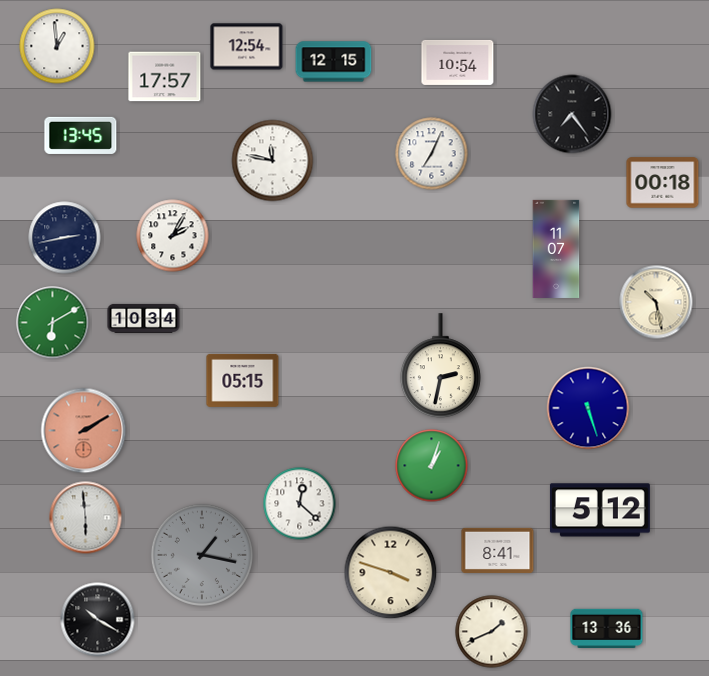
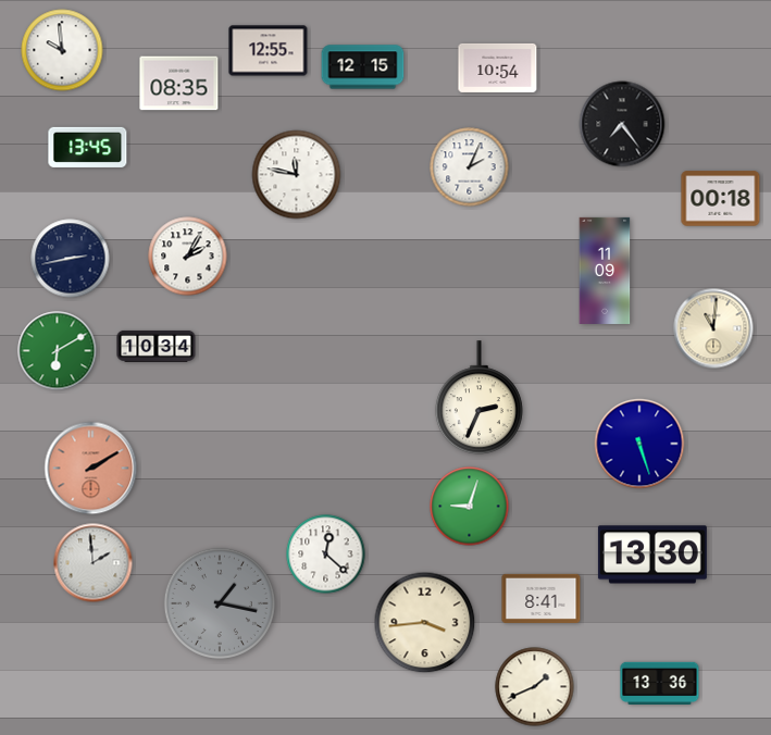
clock at (57, 46): 12:59 -> 9:59
clock at (247, 47): 12:54 -> 12:55
clock at (165, 77): 17:57 -> 08:35
clock at (432, 154): 7:04 -> 2:04
clock at (556, 249): 11:07 -> 11:09
clock at (656, 302): 10:28 -> 11:01
clock at (440, 366): 2:32 -> 2:34
clock at (243, 380): 05:15 -> none
clock at (432, 466): 1:03 -> 9:03
clock at (300, 504) position: (300, 504) -> (326, 555)
clock at (600, 510): 5:12 -> 13:30
clock at (86, 518): 5:59 -> 1:59
clock at (391, 573): 3:48 -> 3:44
clock at (98, 620): 10:20 -> none
